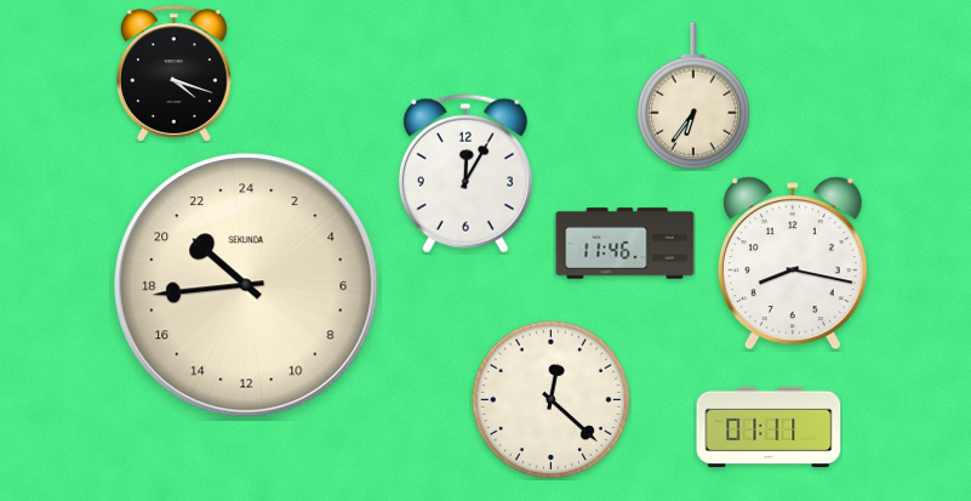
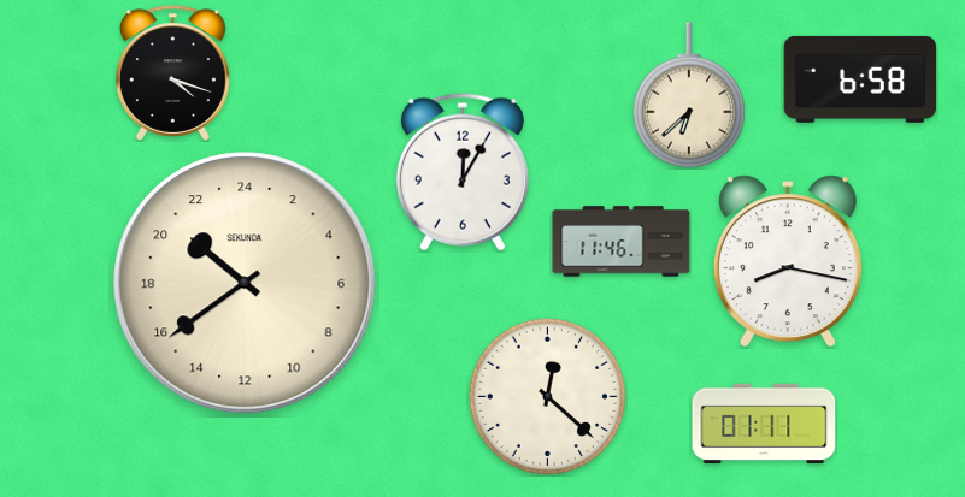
clock at (860, 79): none -> 6:58
clock at (693, 96): 6:36 -> 6:38
clock at (246, 285): 20:44 -> 20:39
